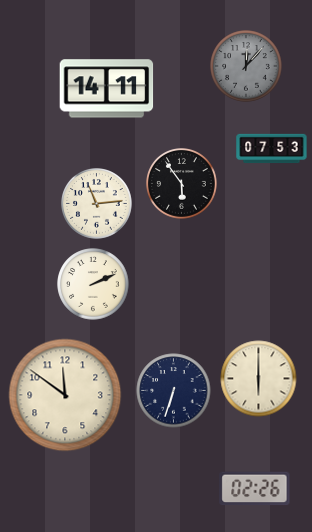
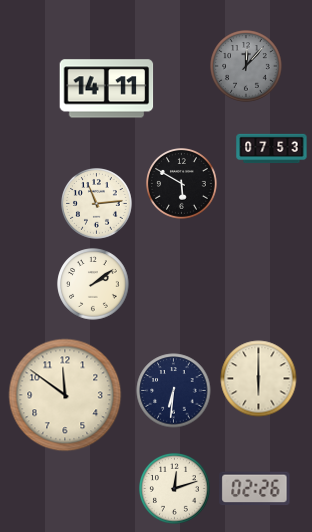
clock at (182, 184): 5:54 -> 5:50
clock at (93, 284): 2:11 -> 2:09
clock at (174, 391): 6:33 -> 6:31
clock at (175, 489): none -> 12:12
